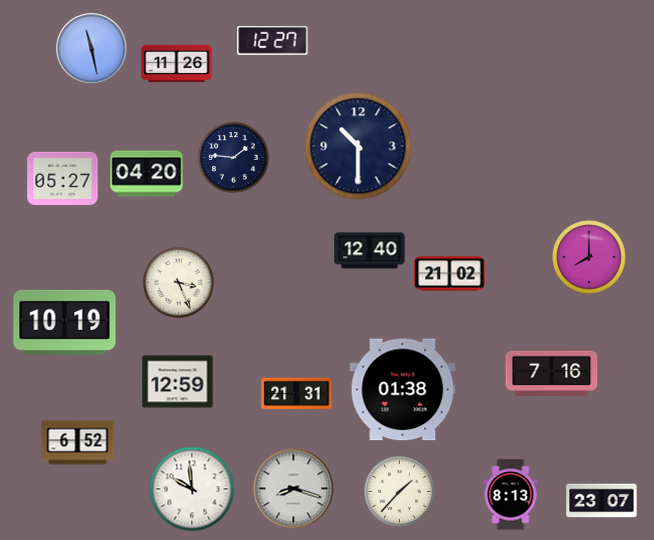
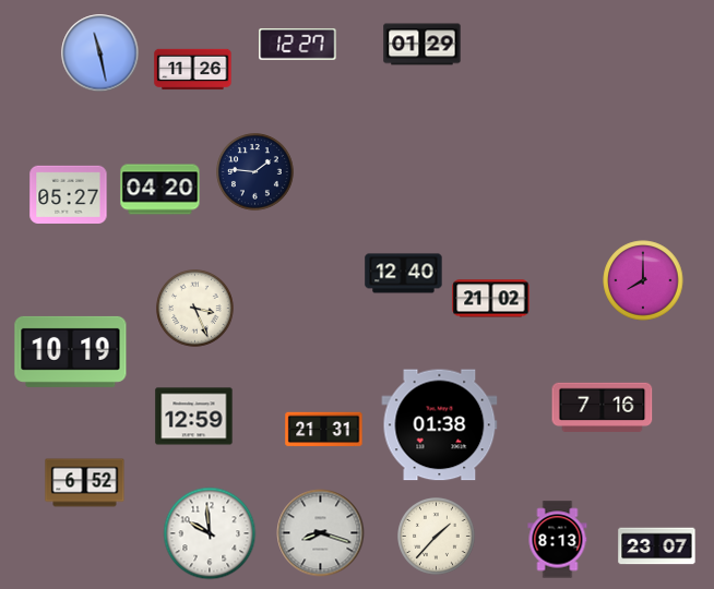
clock at (423, 45): none -> 01:29
clock at (358, 146): 10:30 -> none
